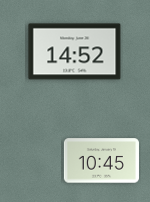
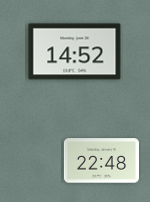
clock at (101, 161): 10:45 -> 22:48
